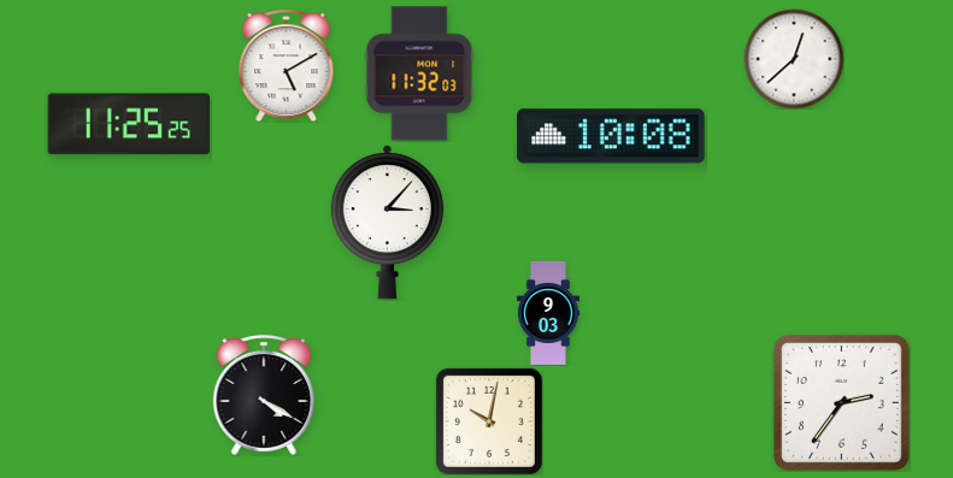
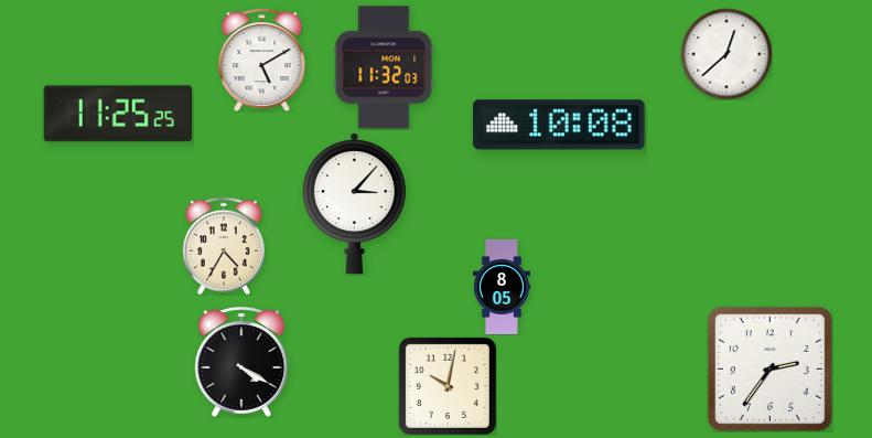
clock at (224, 246): none -> 4:35
clock at (548, 313): 9:03 -> 8:05
